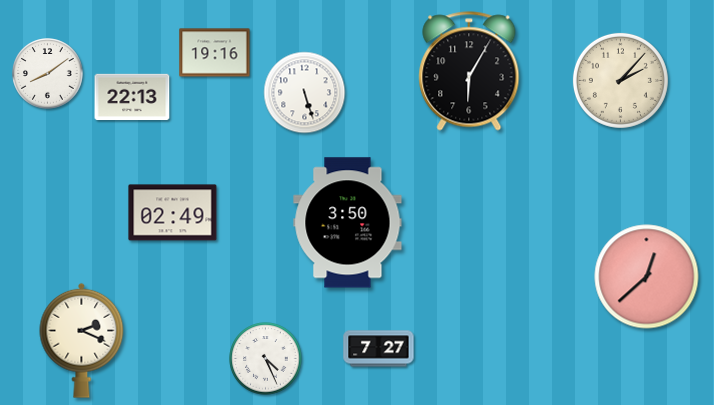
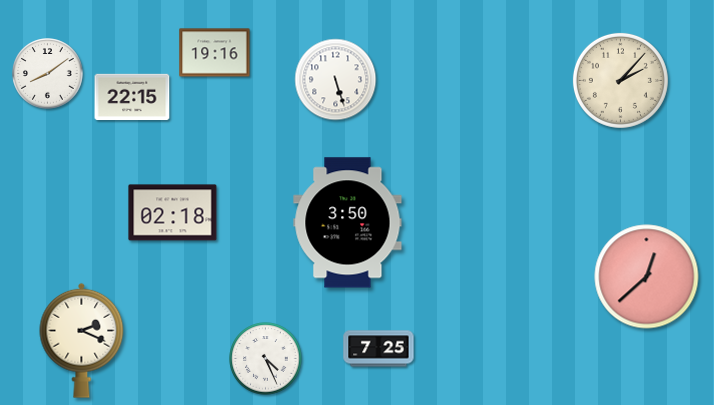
clock at (469, 71): 6:05 -> none
clock at (305, 93) position: (305, 93) -> (336, 80)
clock at (132, 97): 22:13 -> 22:15
clock at (173, 213): 02:49 -> 02:18
clock at (379, 349): 7:27 -> 7:25
